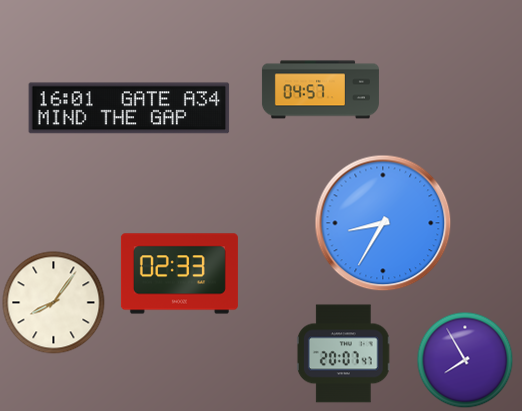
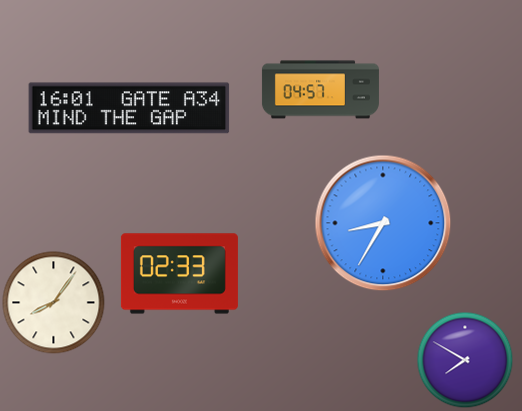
clock at (343, 354): 20:07 -> none
clock at (465, 360): 7:55 -> 7:50
